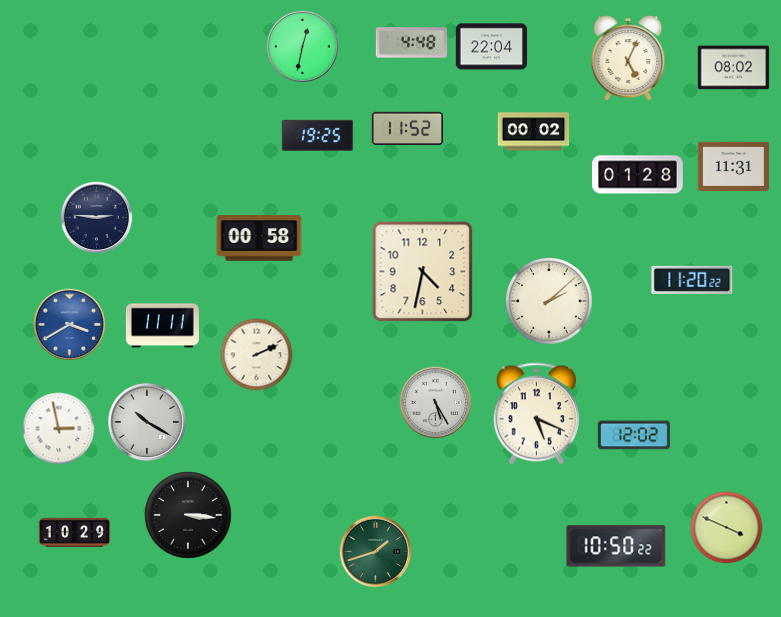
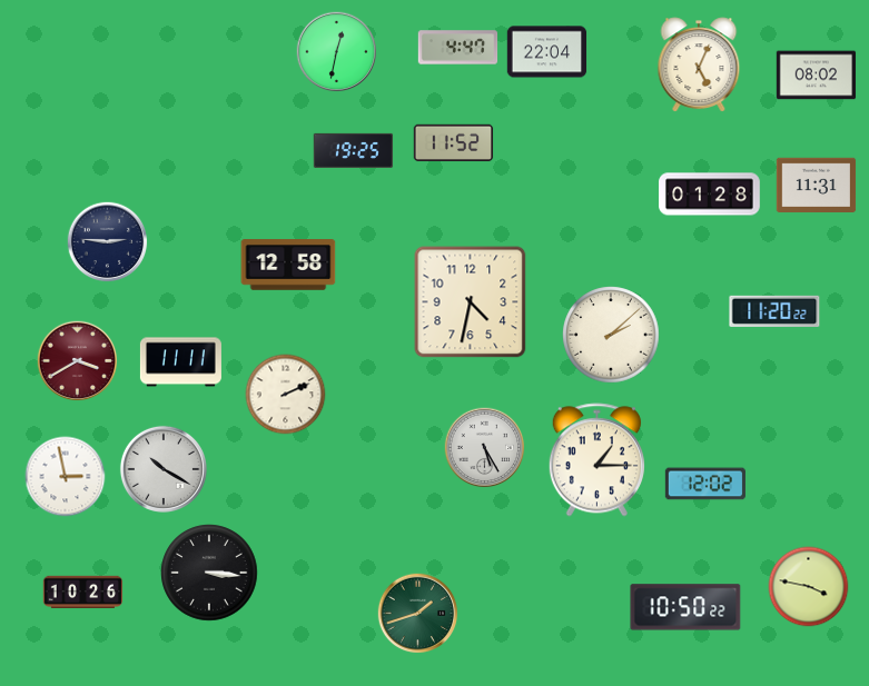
clock at (412, 43): 4:48 -> 4:47
clock at (534, 132): 00:02 -> none
clock at (259, 238): 00:58 -> 12:58
clock at (692, 280) position: (692, 280) -> (774, 311)
clock at (70, 325) dial: blue -> burgundy
clock at (536, 414): 5:19 -> 1:15
clock at (727, 528): 3:49 -> 3:47
clock at (75, 533): 10:29 -> 10:26
